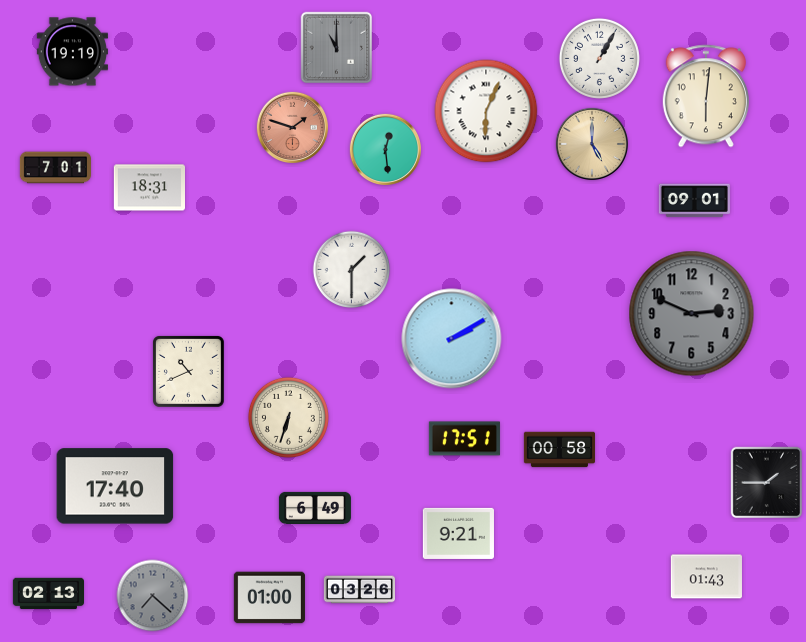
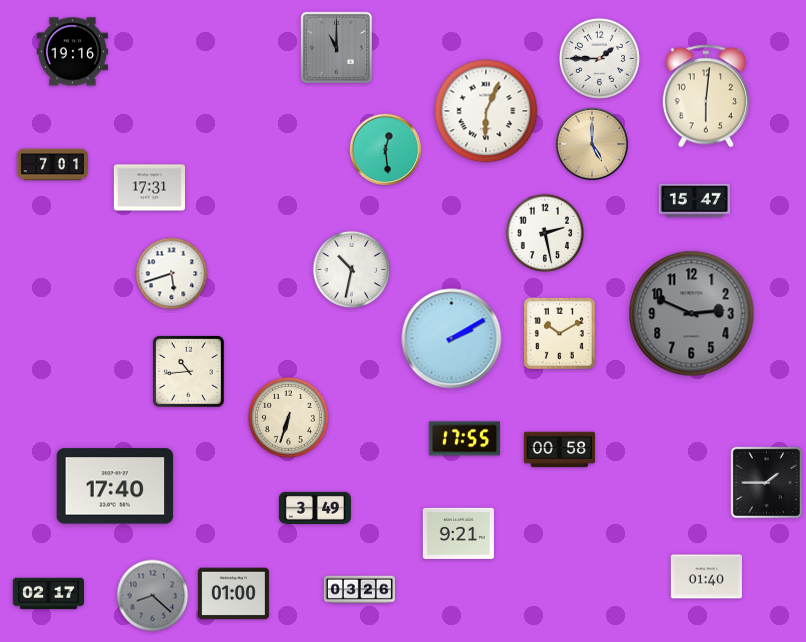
clock at (72, 52): 19:19 -> 19:16
clock at (599, 58): 1:05 -> 1:45
clock at (292, 127): 1:48 -> none
clock at (55, 168) position: (55, 168) -> (52, 165)
clock at (149, 188): 18:31 -> 17:31
clock at (694, 201): 09:01 -> 15:47
clock at (544, 232): none -> 2:28
clock at (352, 270): 1:30 -> 10:32
clock at (172, 274): none -> 5:42
clock at (559, 333): none -> 10:10
clock at (188, 371): 10:41 -> 10:44
clock at (464, 439): 17:51 -> 17:55
clock at (315, 508): 6:49 -> 3:49
clock at (706, 577): 01:43 -> 01:40
clock at (48, 594): 02:13 -> 02:17
clock at (153, 596): 7:22 -> 8:22
clock at (269, 598) position: (269, 598) -> (233, 594)
